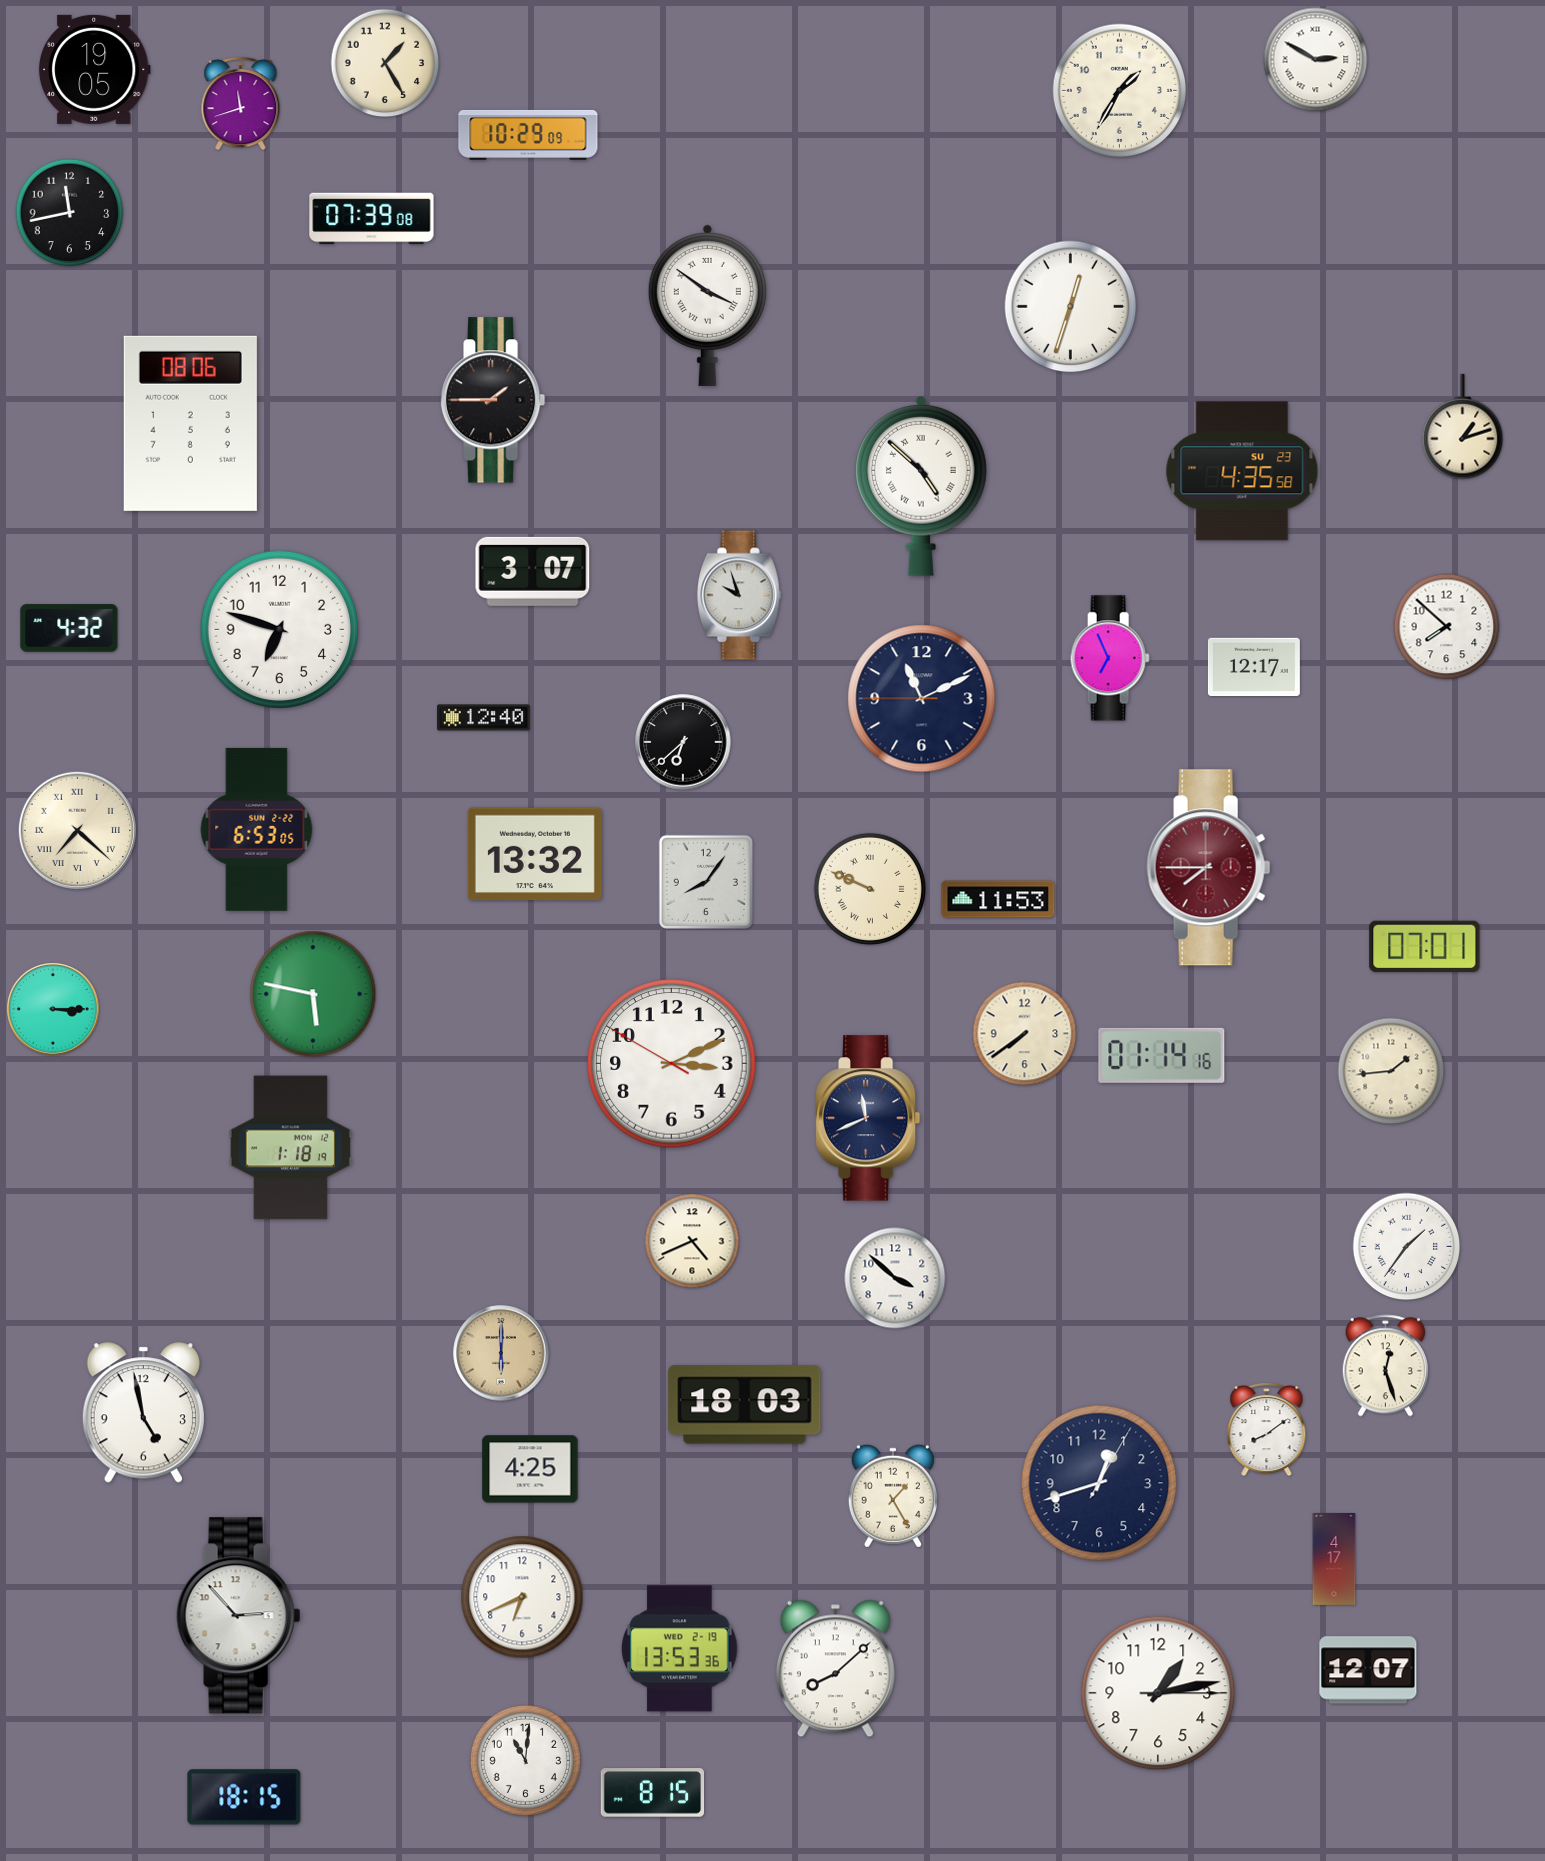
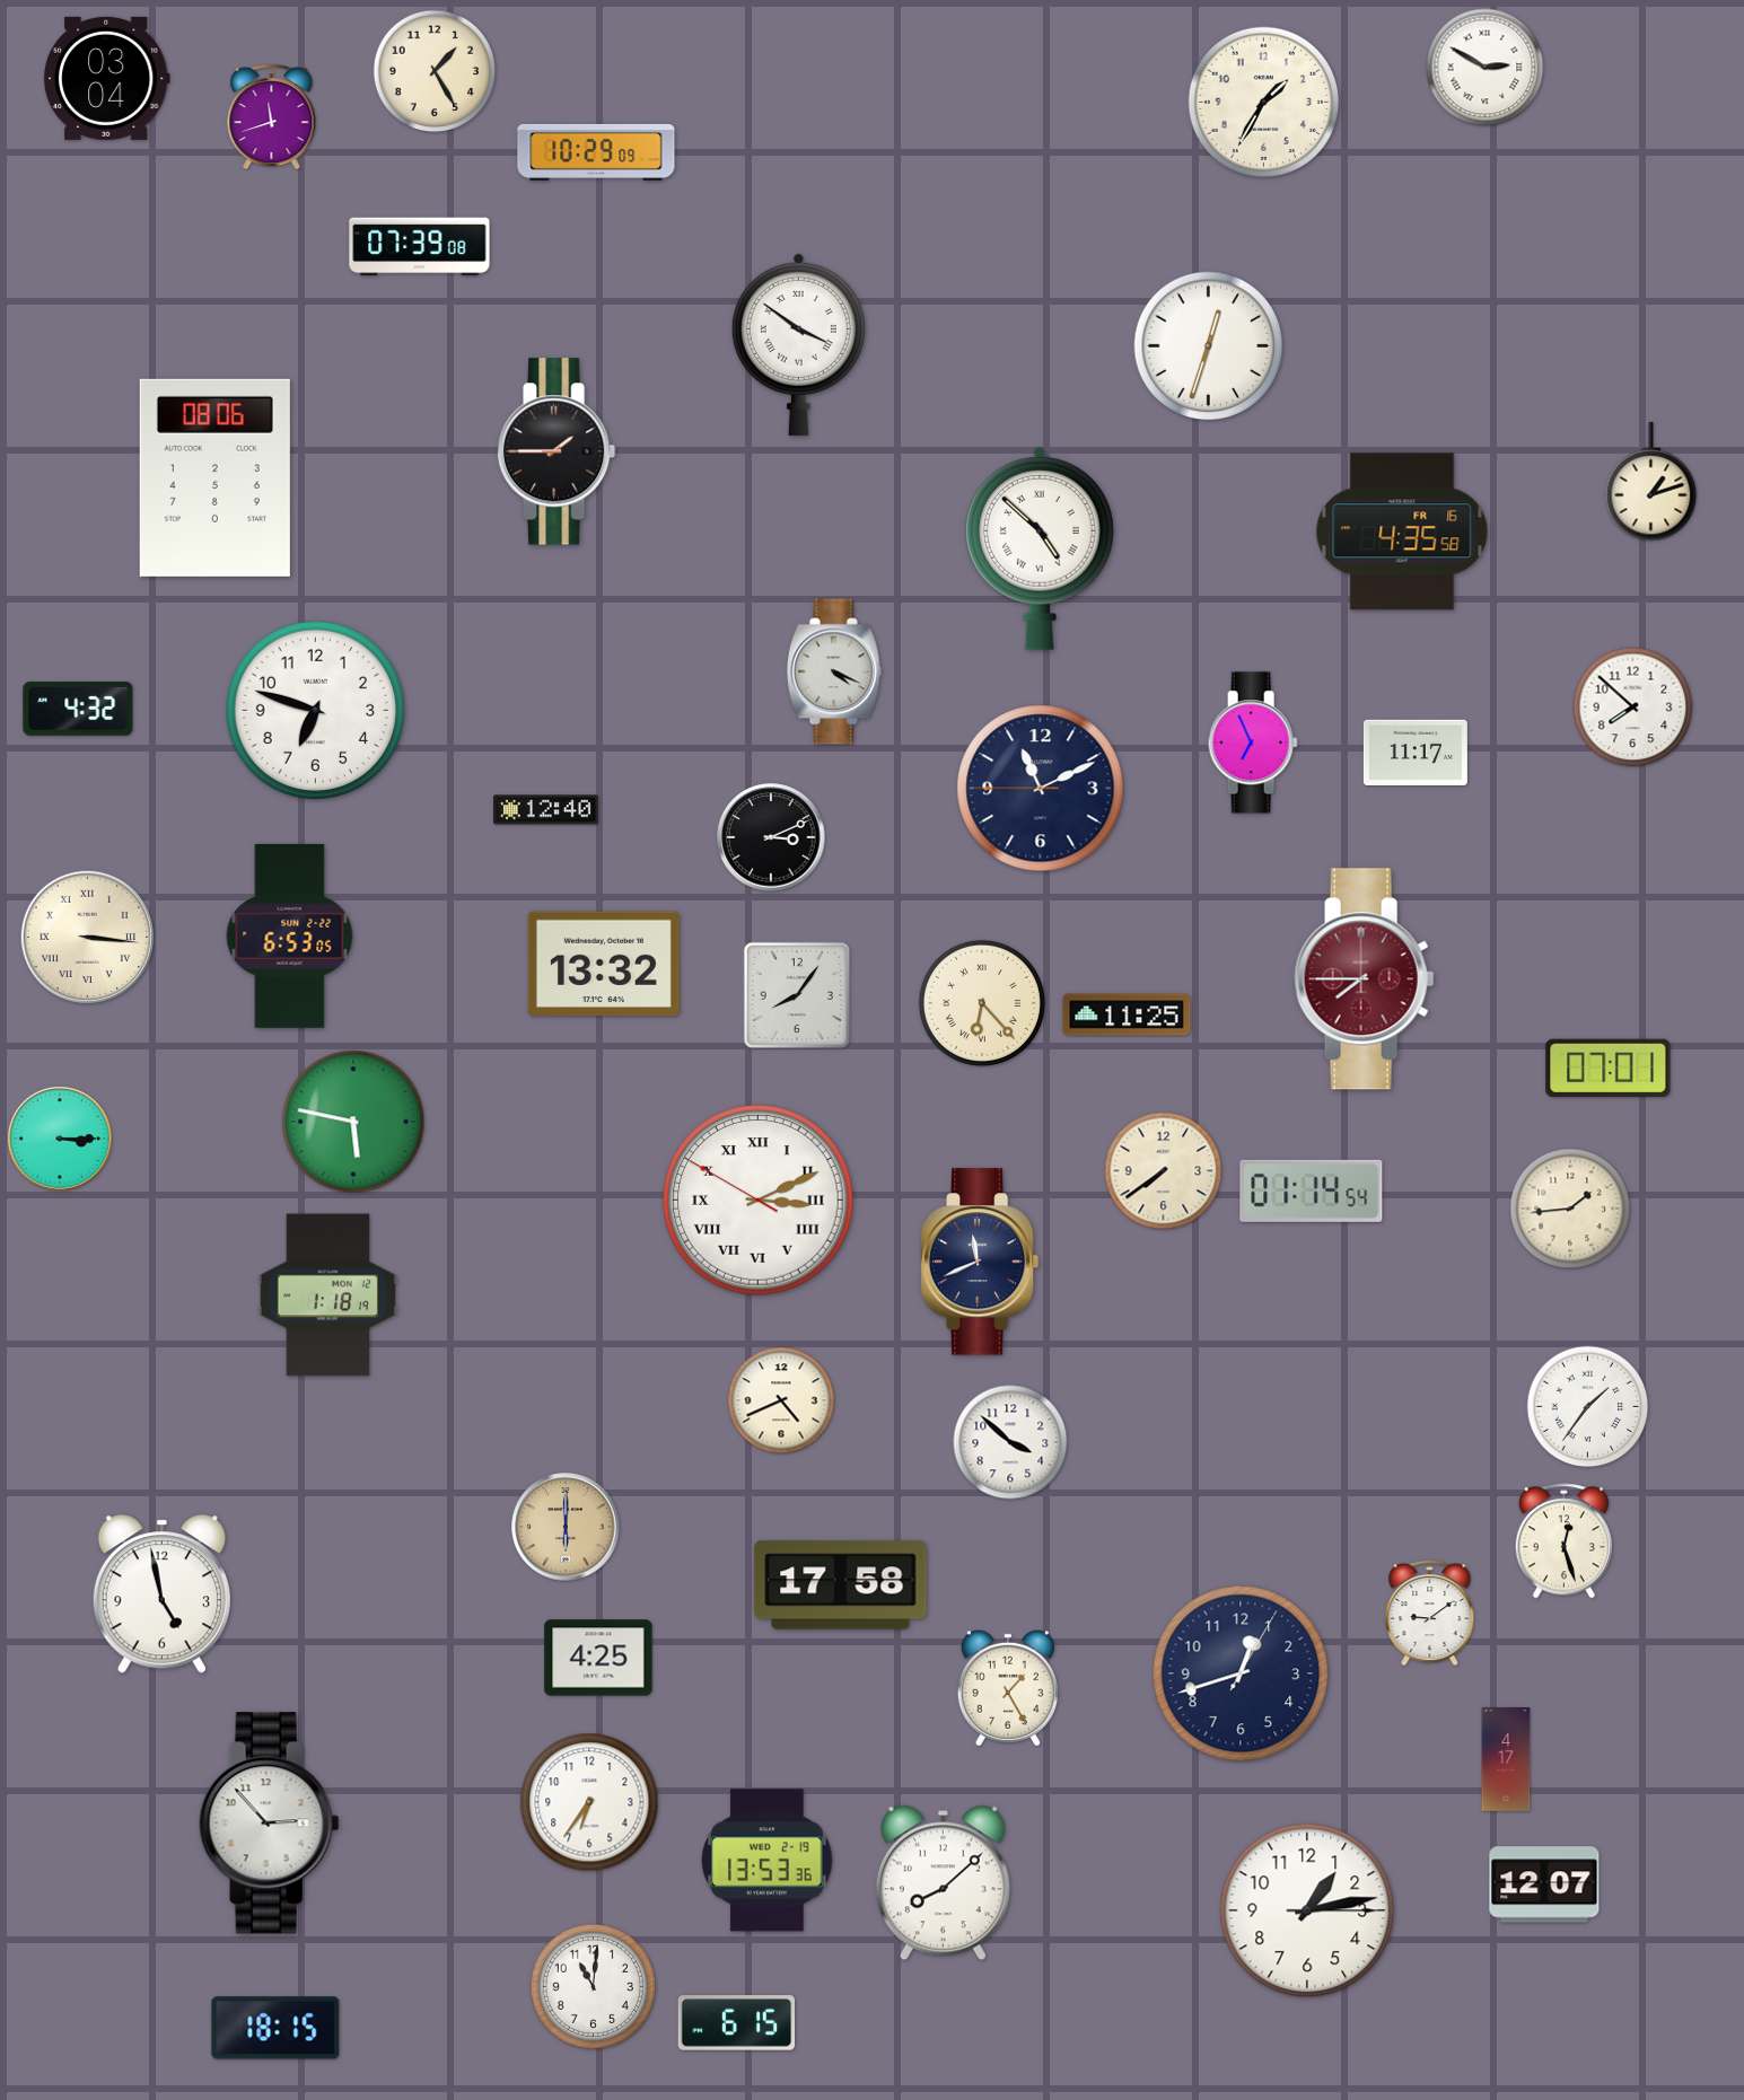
clock at (94, 69): 19:05 -> 03:04
clock at (70, 213): 11:43 -> none
clock at (1242, 471) date: SU 23 -> FR 16
clock at (533, 571): 3:07 -> none
clock at (739, 595): 9:57 -> 4:19
clock at (1254, 666): 12:17 -> 11:17
clock at (683, 742): 6:38 -> 3:11
clock at (77, 830): 7:22 -> 3:16
clock at (870, 889): 9:49 -> 6:23
clock at (998, 899): 11:53 -> 11:25
clock at (1025, 1034) position: (1025, 1034) -> (1164, 1171)
clock at (1162, 1055): 01:14:16 -> 01:14:54
clock at (672, 1064) numerals: Arabic -> Roman
clock at (745, 1405): 18:03 -> 17:58
clock at (1267, 1430): 8:09 -> 9:09
clock at (522, 1597): 6:41 -> 6:36
clock at (653, 1793): 8:15 -> 6:15
